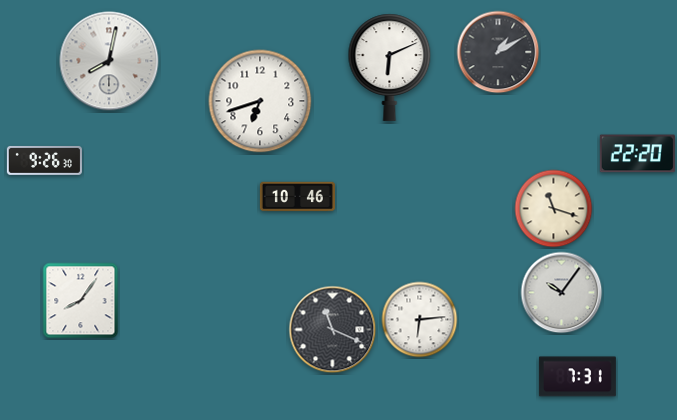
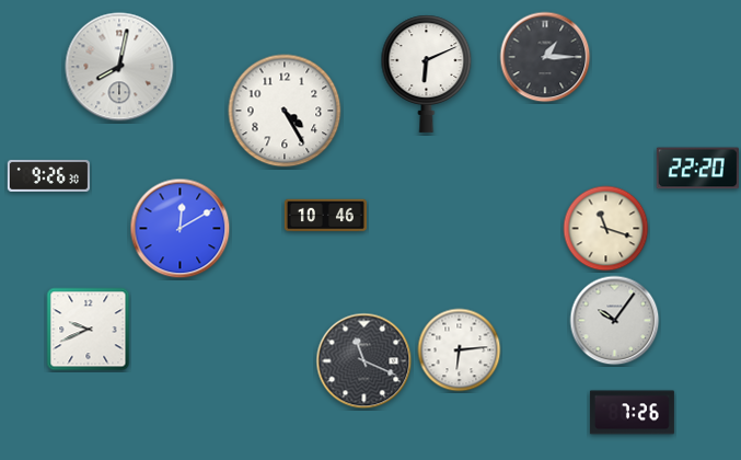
clock at (498, 52): 1:10 -> 1:15
clock at (260, 101): 6:42 -> 4:25
clock at (181, 229): none -> 12:10
clock at (81, 301): 8:06 -> 9:41
clock at (577, 377): 7:31 -> 7:26
